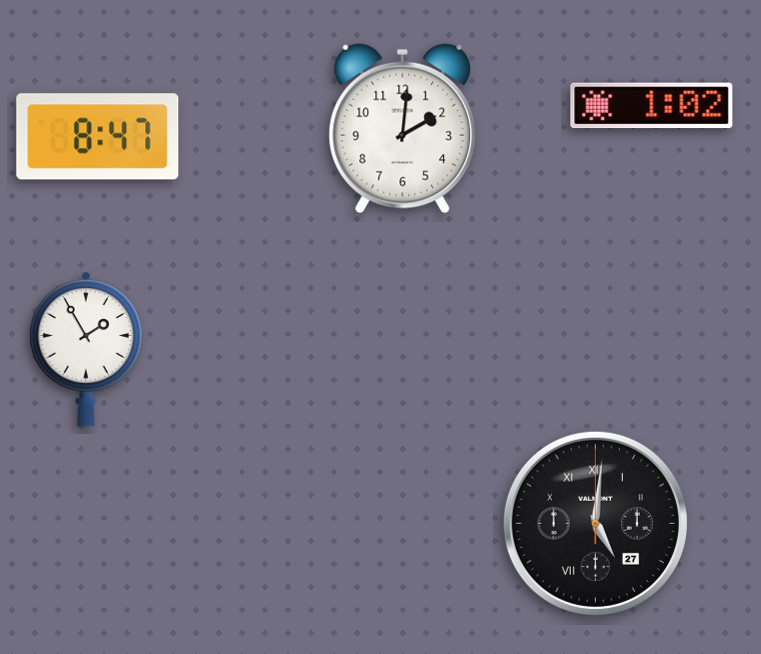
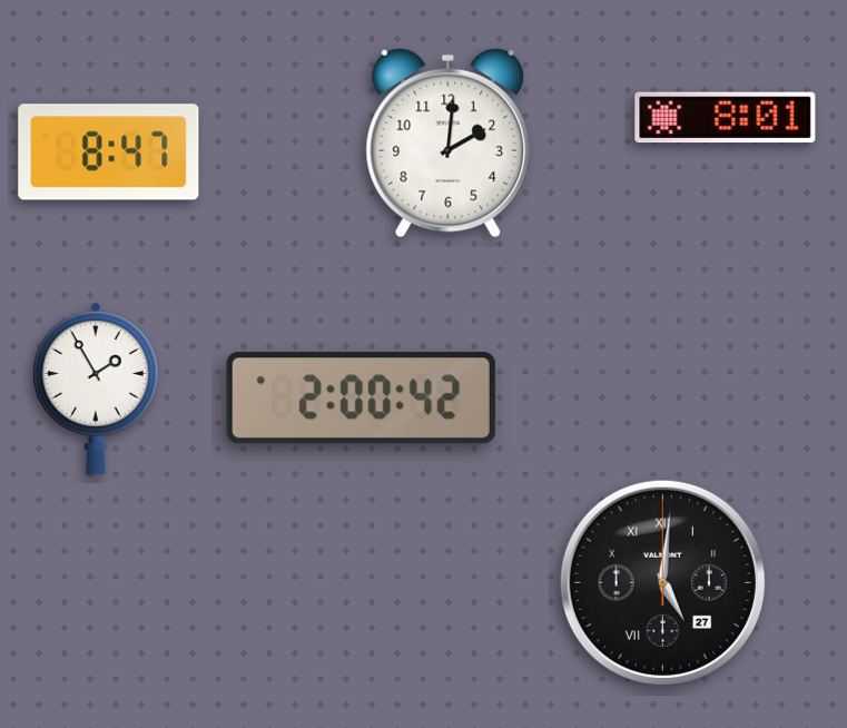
clock at (652, 106): 1:02 -> 8:01
clock at (361, 399): none -> 2:00
